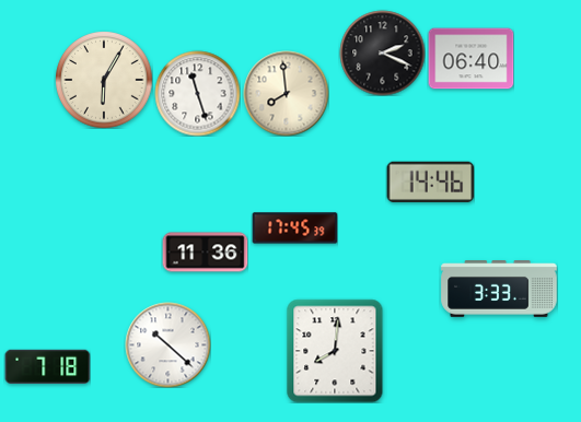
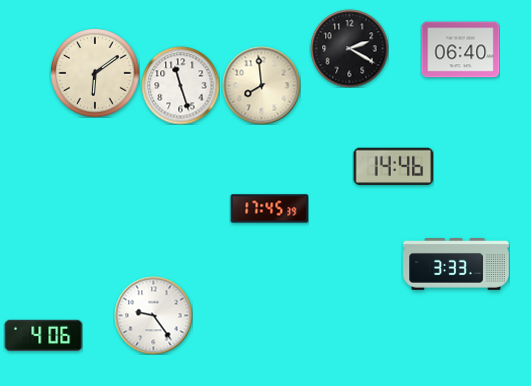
clock at (382, 52): 2:19 -> 2:20
clock at (470, 59) position: (470, 59) -> (460, 50)
clock at (104, 80): 6:05 -> 6:09
clock at (205, 253): 11:36 -> none
clock at (167, 344): 10:22 -> 9:24
clock at (335, 351): 8:01 -> none
clock at (47, 366): 7:18 -> 4:06
